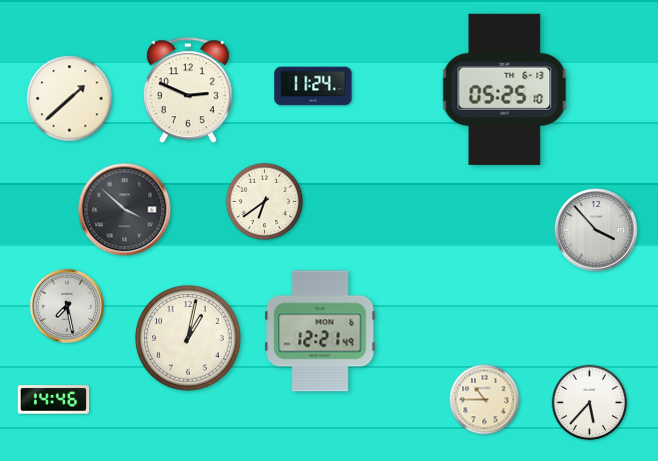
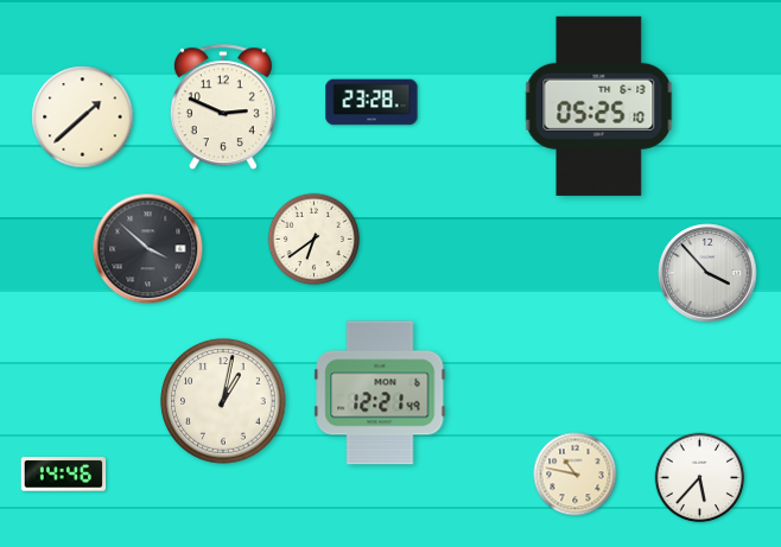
clock at (313, 86): 11:24 -> 23:28
clock at (67, 306): 7:28 -> none
clock at (485, 400): 10:45 -> 10:47
